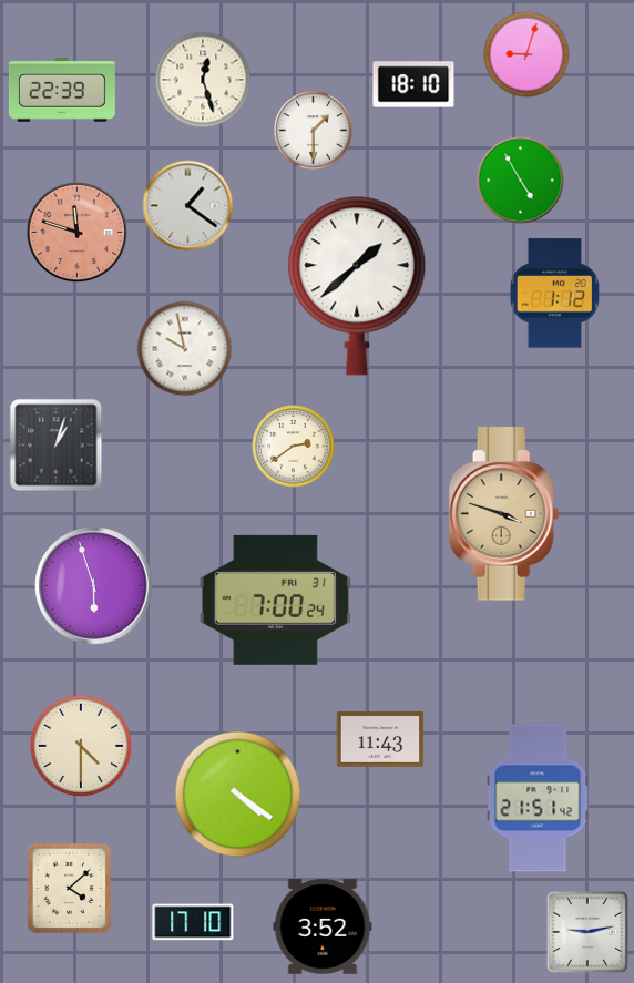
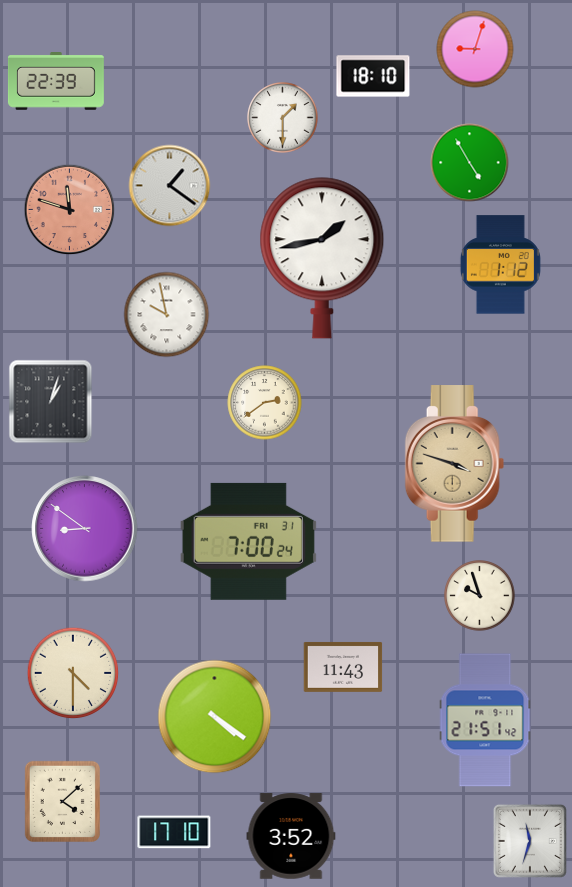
clock at (203, 80): 12:27 -> none
clock at (357, 286): 1:38 -> 1:43
clock at (94, 586): 5:57 -> 8:51
clock at (480, 596): none -> 9:57
clock at (587, 932): 9:13 -> 11:33
